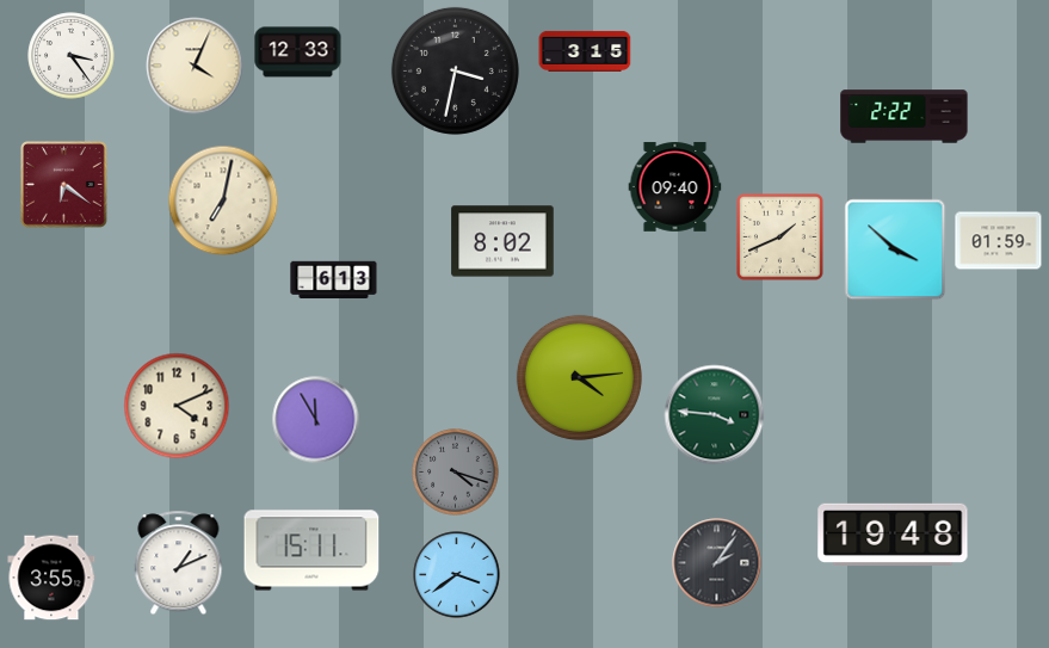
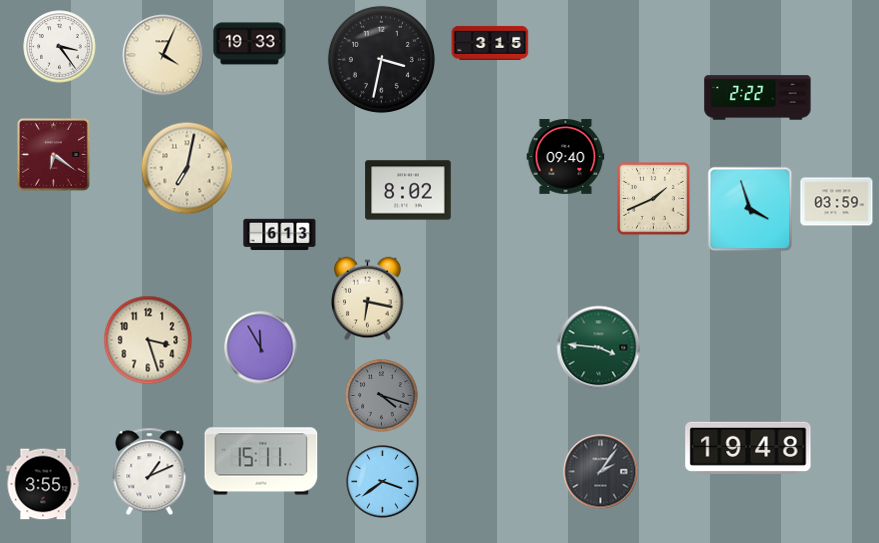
clock at (298, 53): 12:33 -> 19:33
clock at (502, 241) position: (502, 241) -> (408, 190)
clock at (999, 241): 01:59 -> 03:59
clock at (895, 249): 3:52 -> 3:57
clock at (368, 299): none -> 6:17
clock at (579, 377): 4:14 -> none
clock at (177, 406): 4:11 -> 3:27
clock at (316, 420) position: (316, 420) -> (261, 348)
